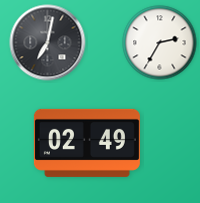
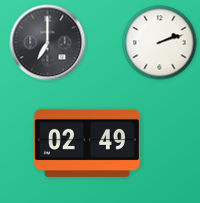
clock at (48, 43): 7:02 -> 7:00
clock at (160, 43): 2:35 -> 2:12
